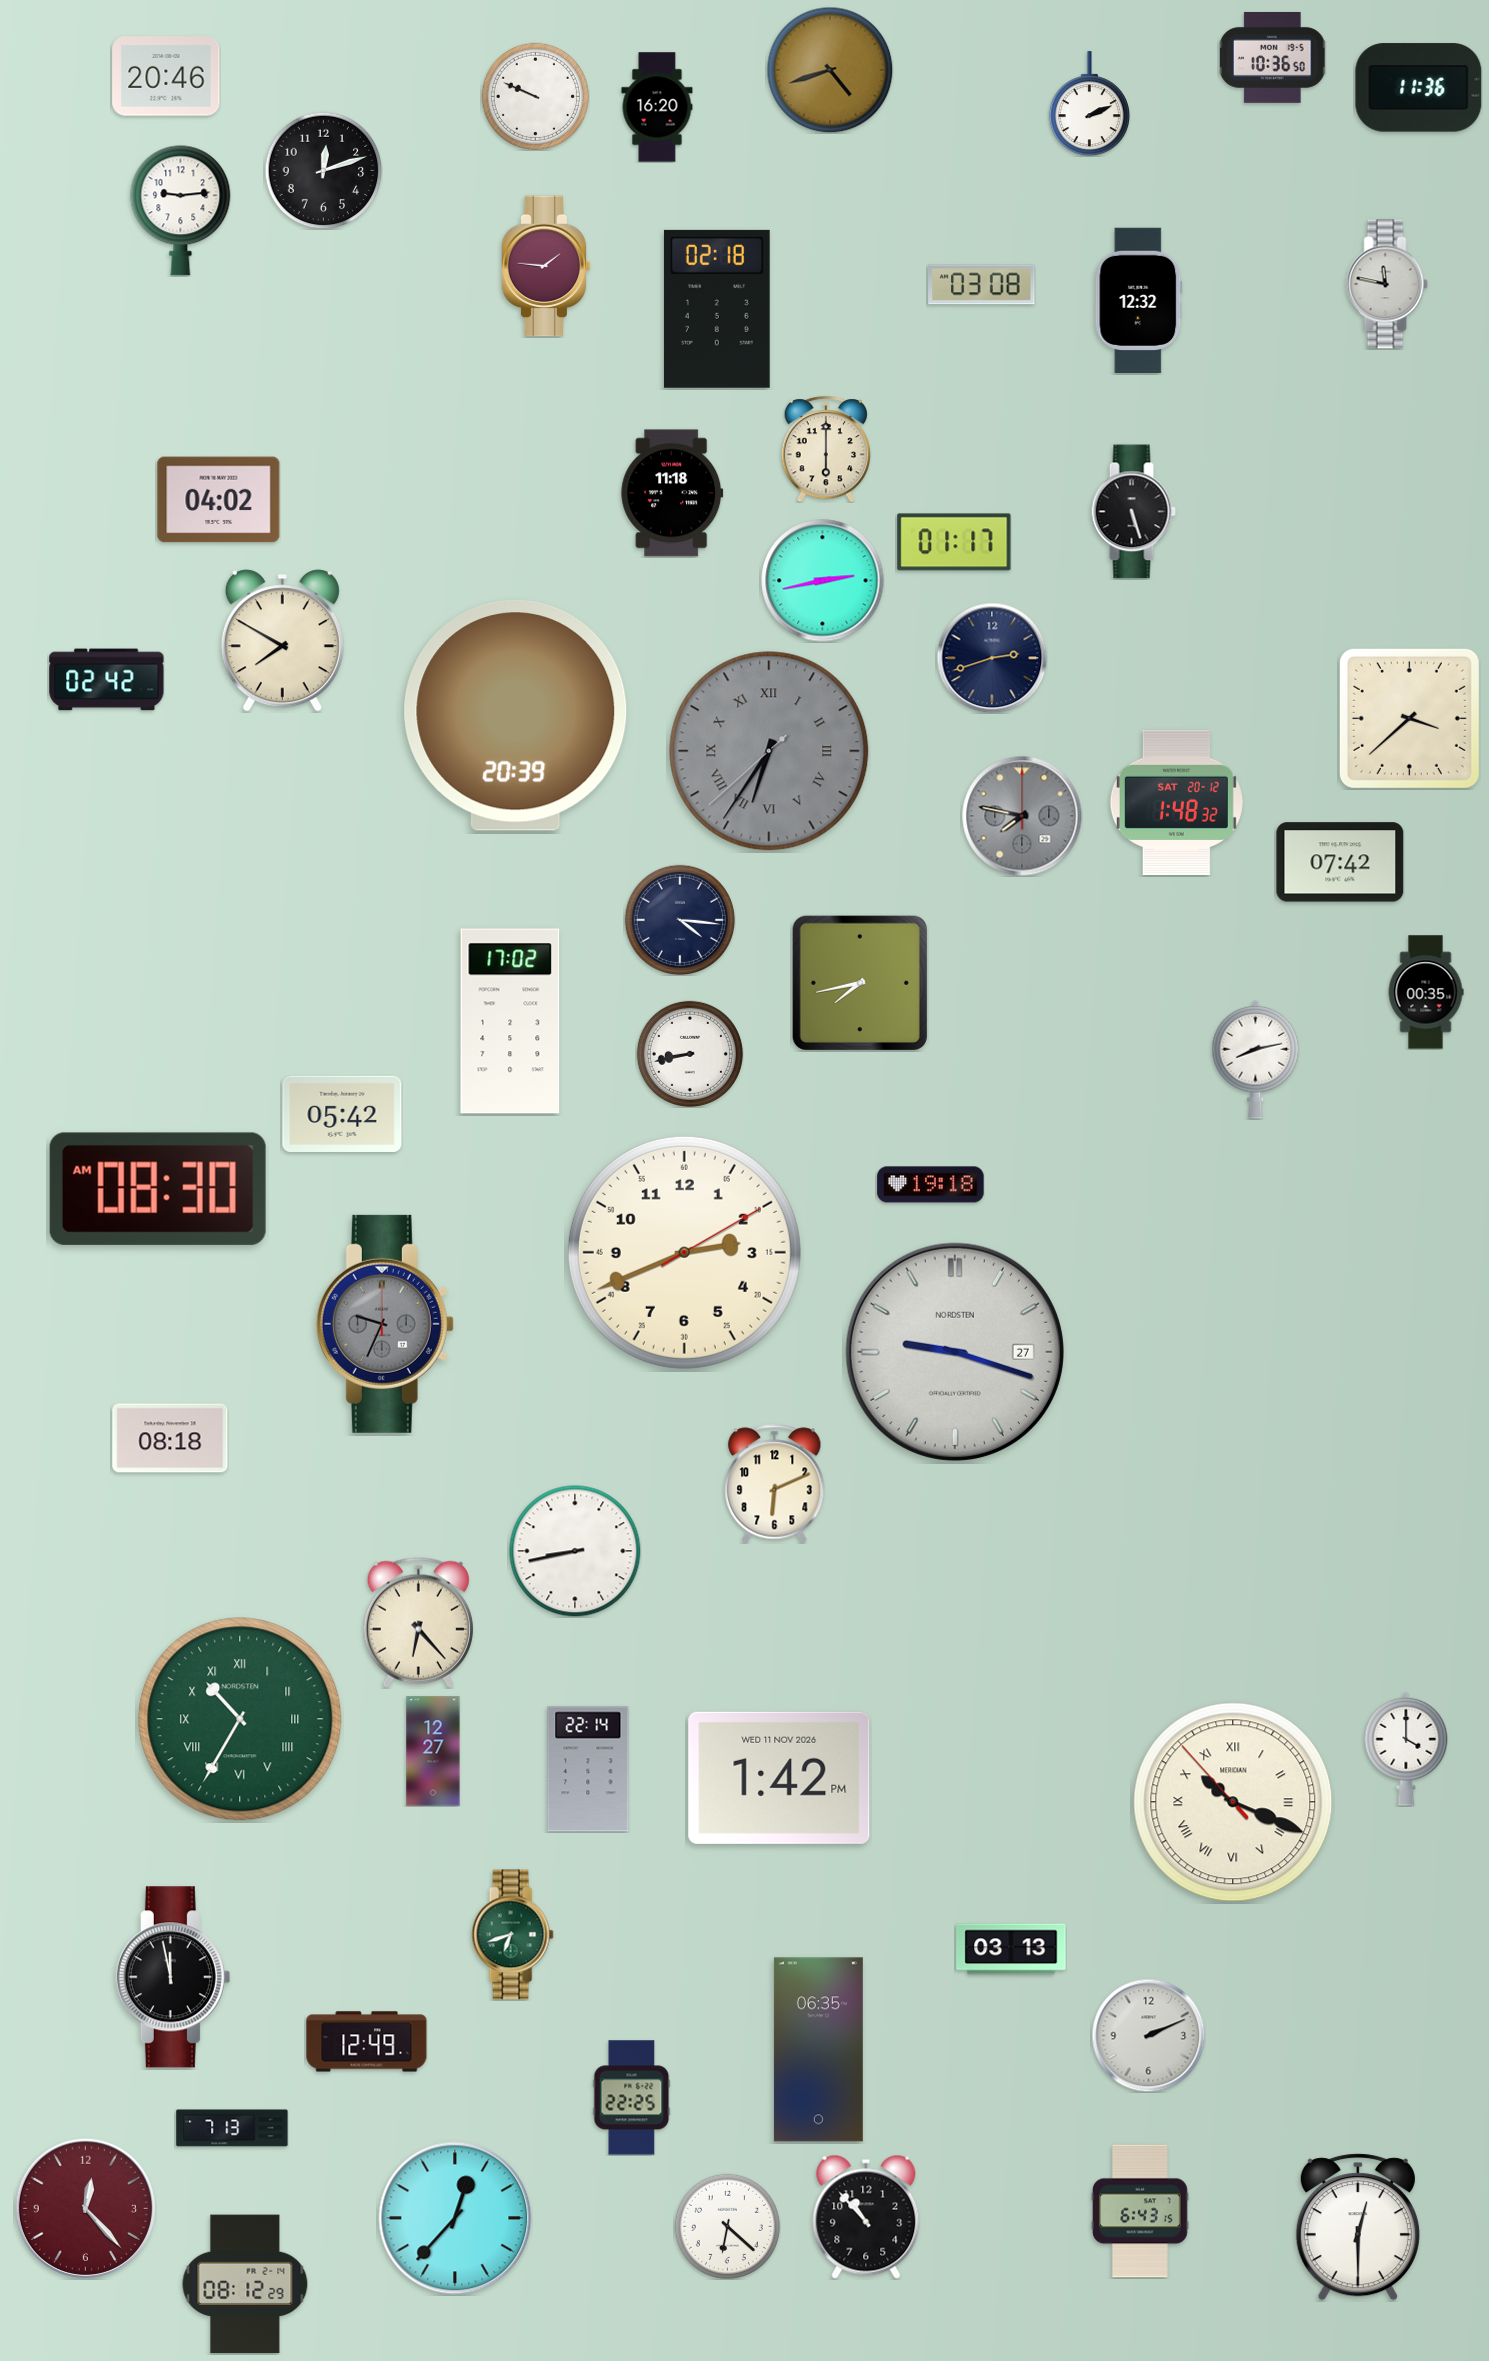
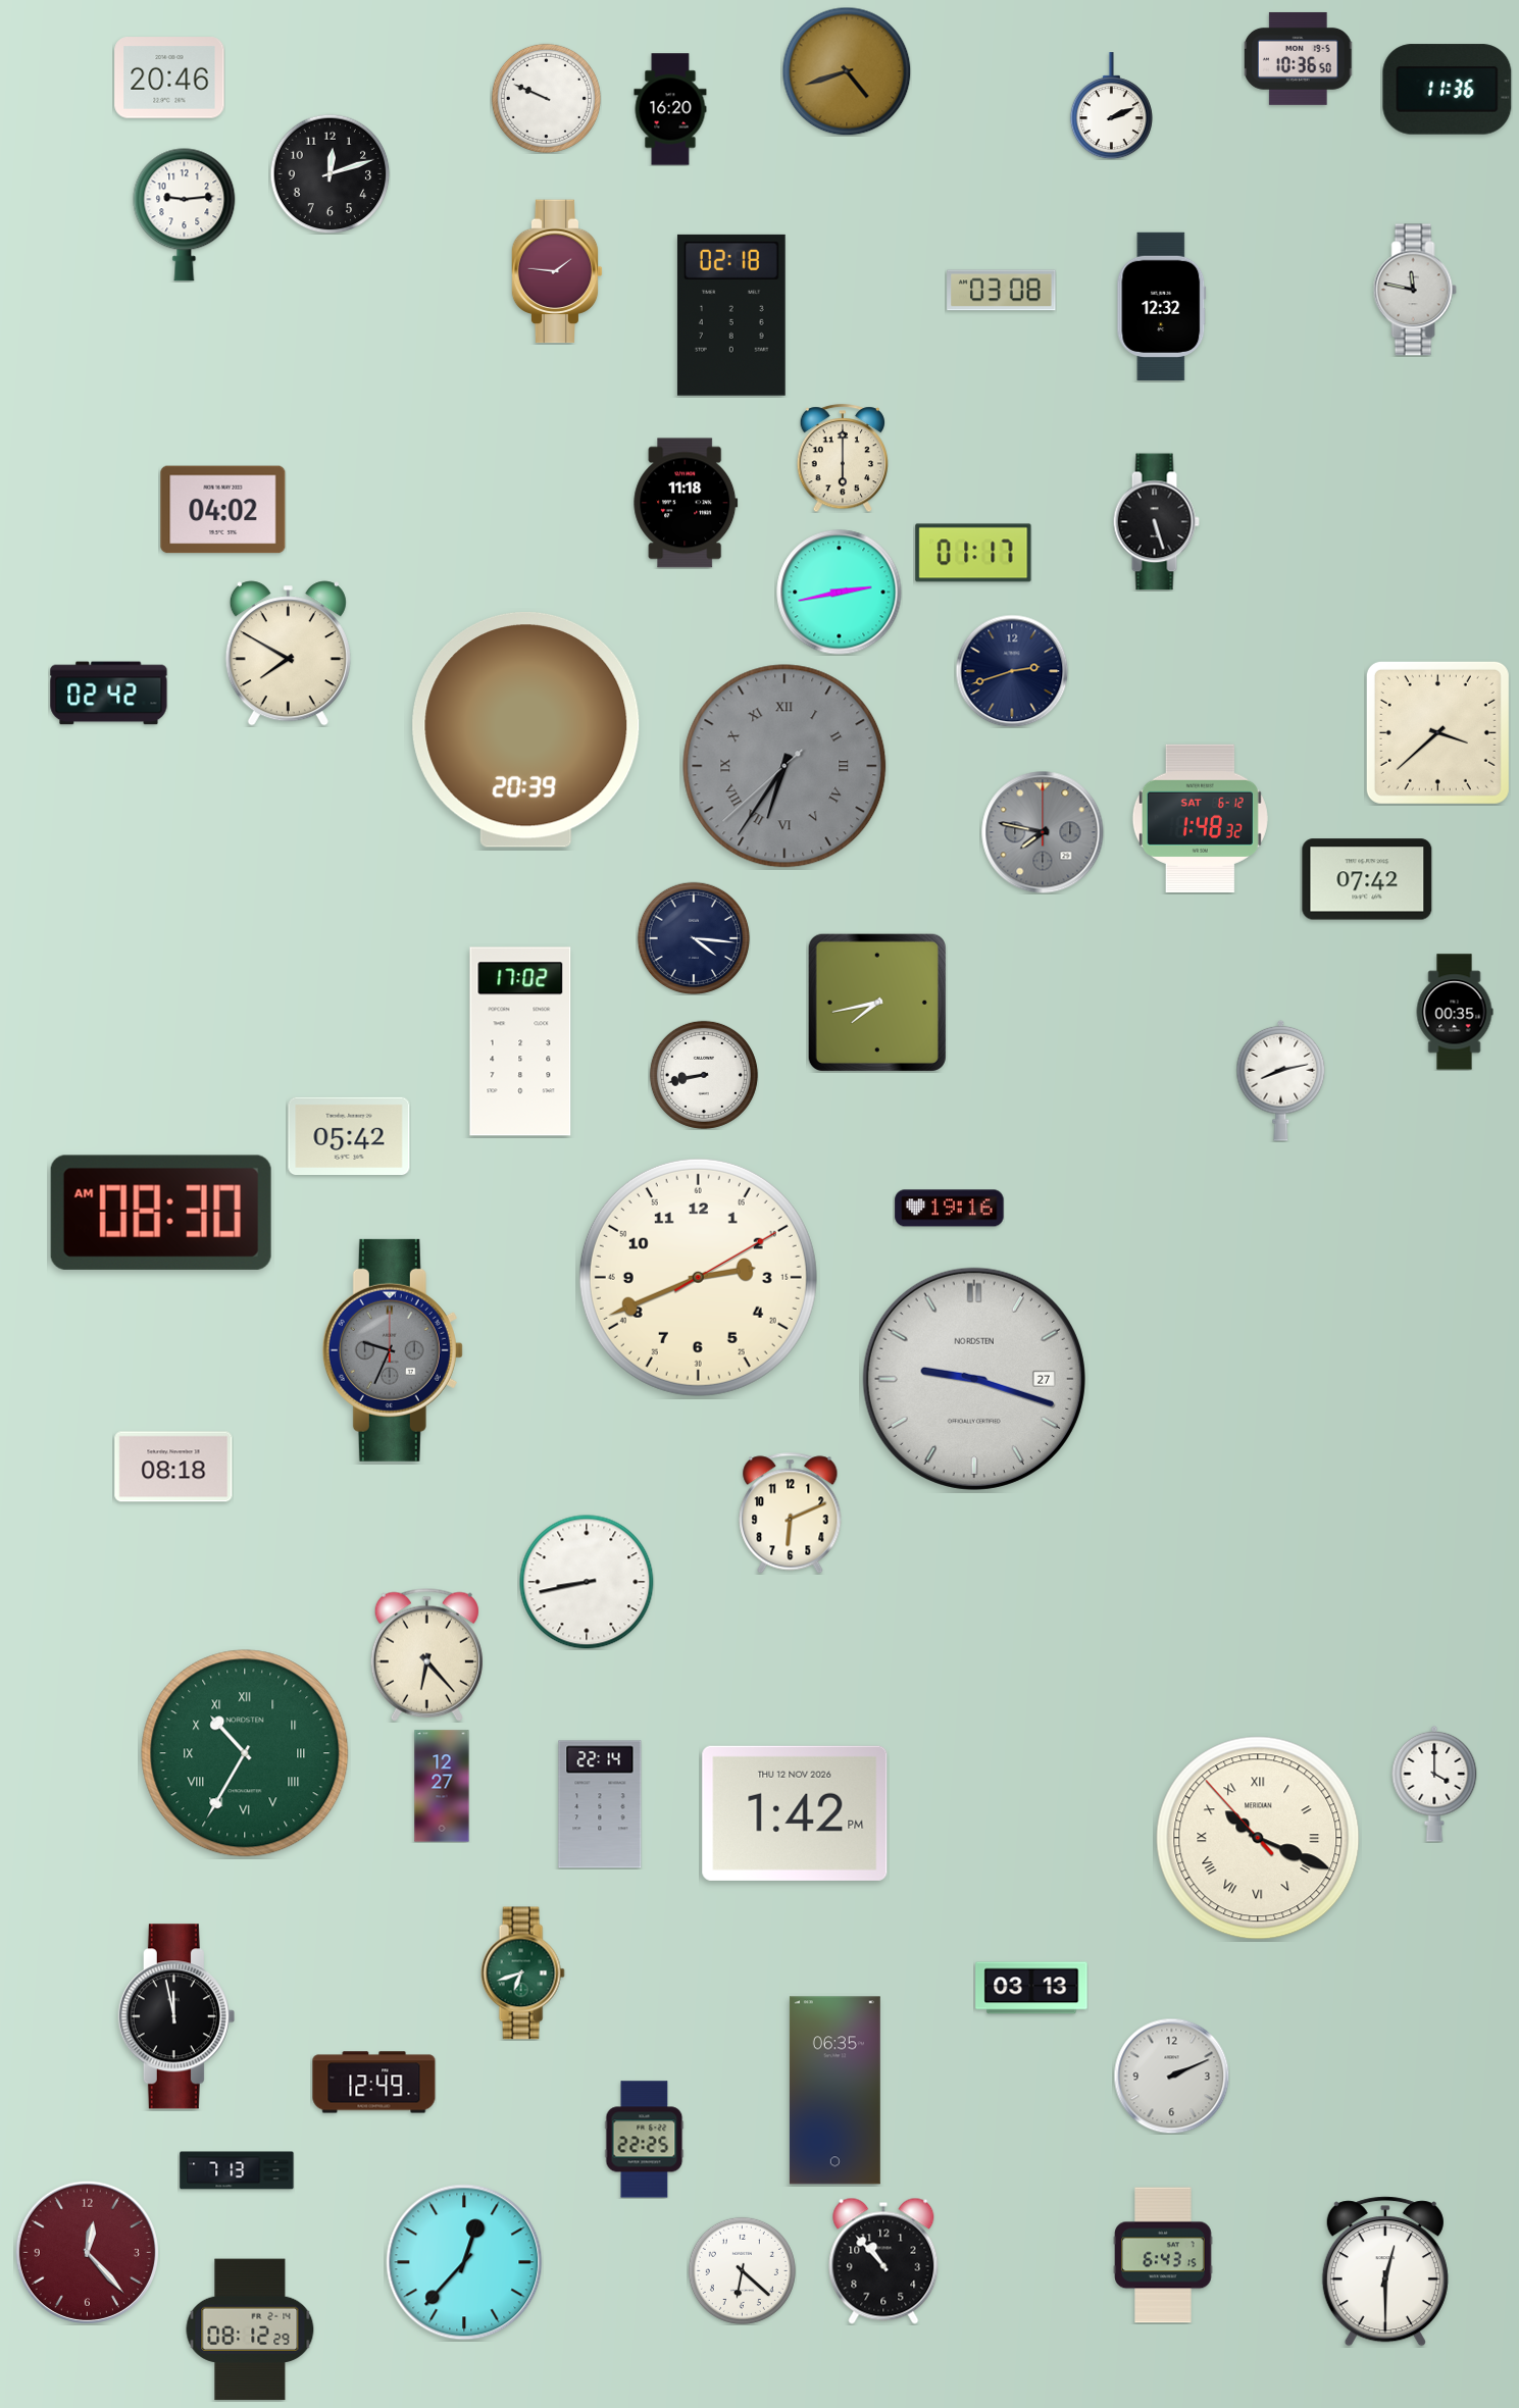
clock at (1176, 802) date: SAT 20-12 -> SAT 6-12
clock at (931, 1185): 19:18 -> 19:16
clock at (779, 1778) date: WED 11 NOV 2026 -> THU 12 NOV 2026
